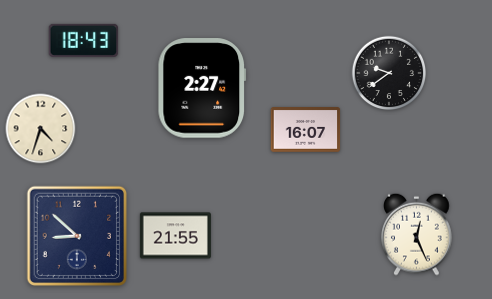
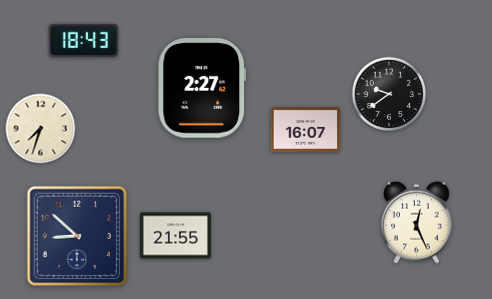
clock at (389, 73) position: (389, 73) -> (389, 94)
clock at (41, 129): 4:33 -> 7:33
clock at (417, 234) position: (417, 234) -> (417, 222)
